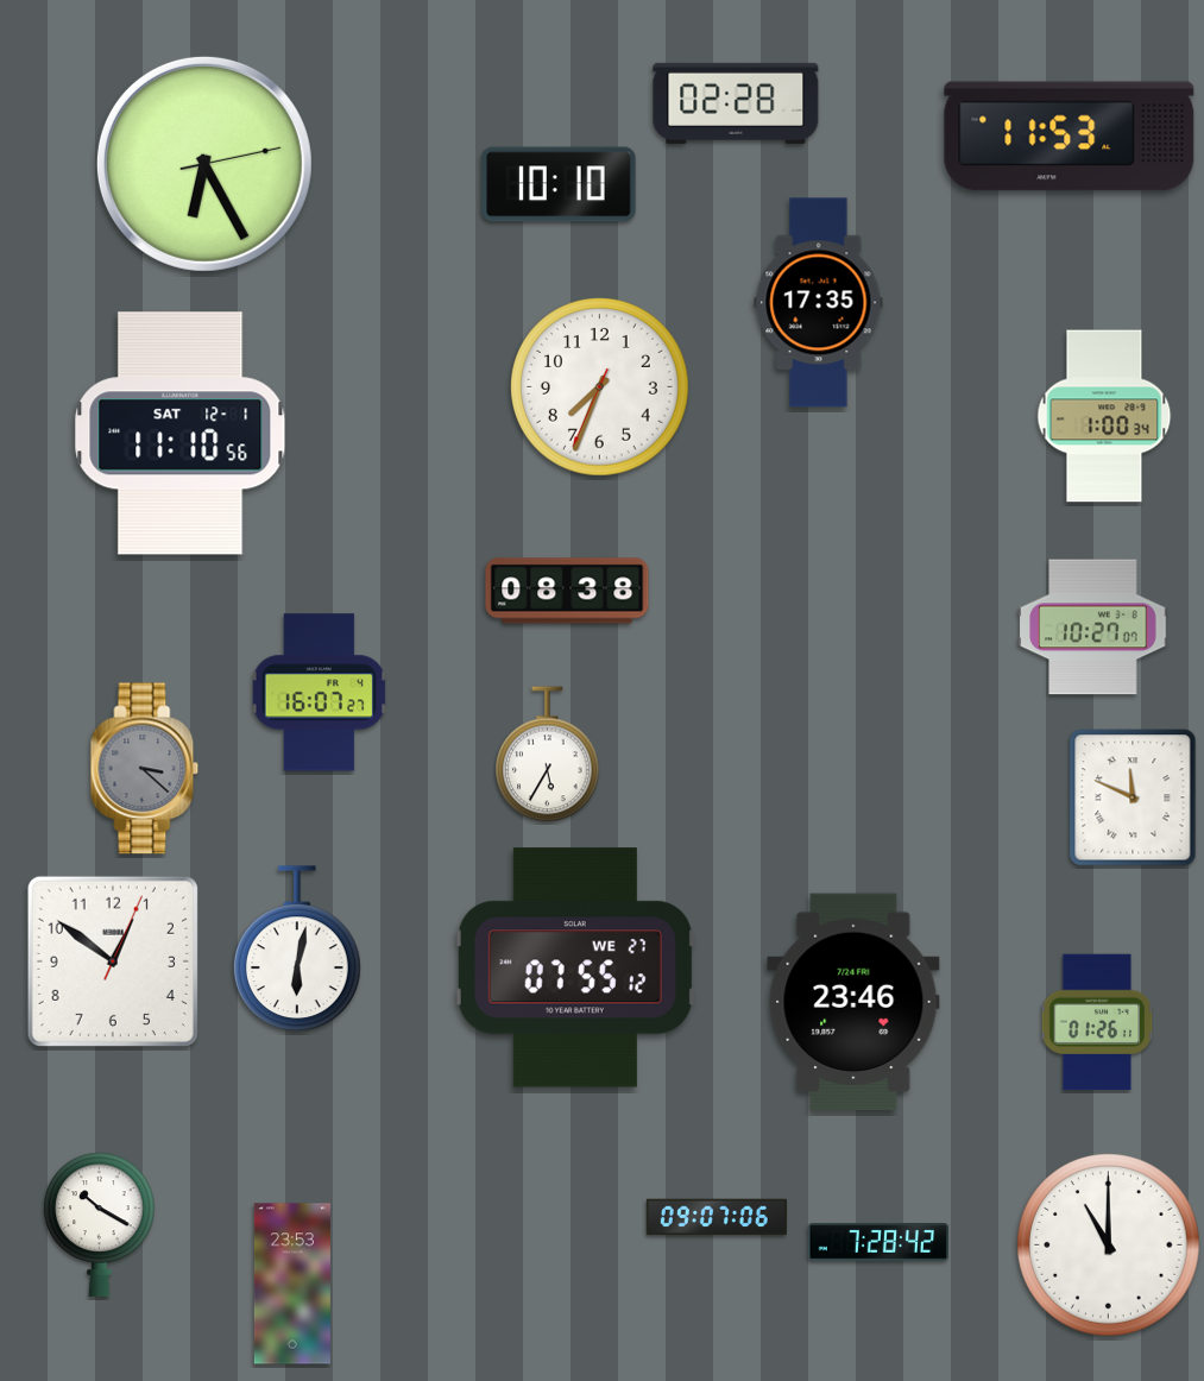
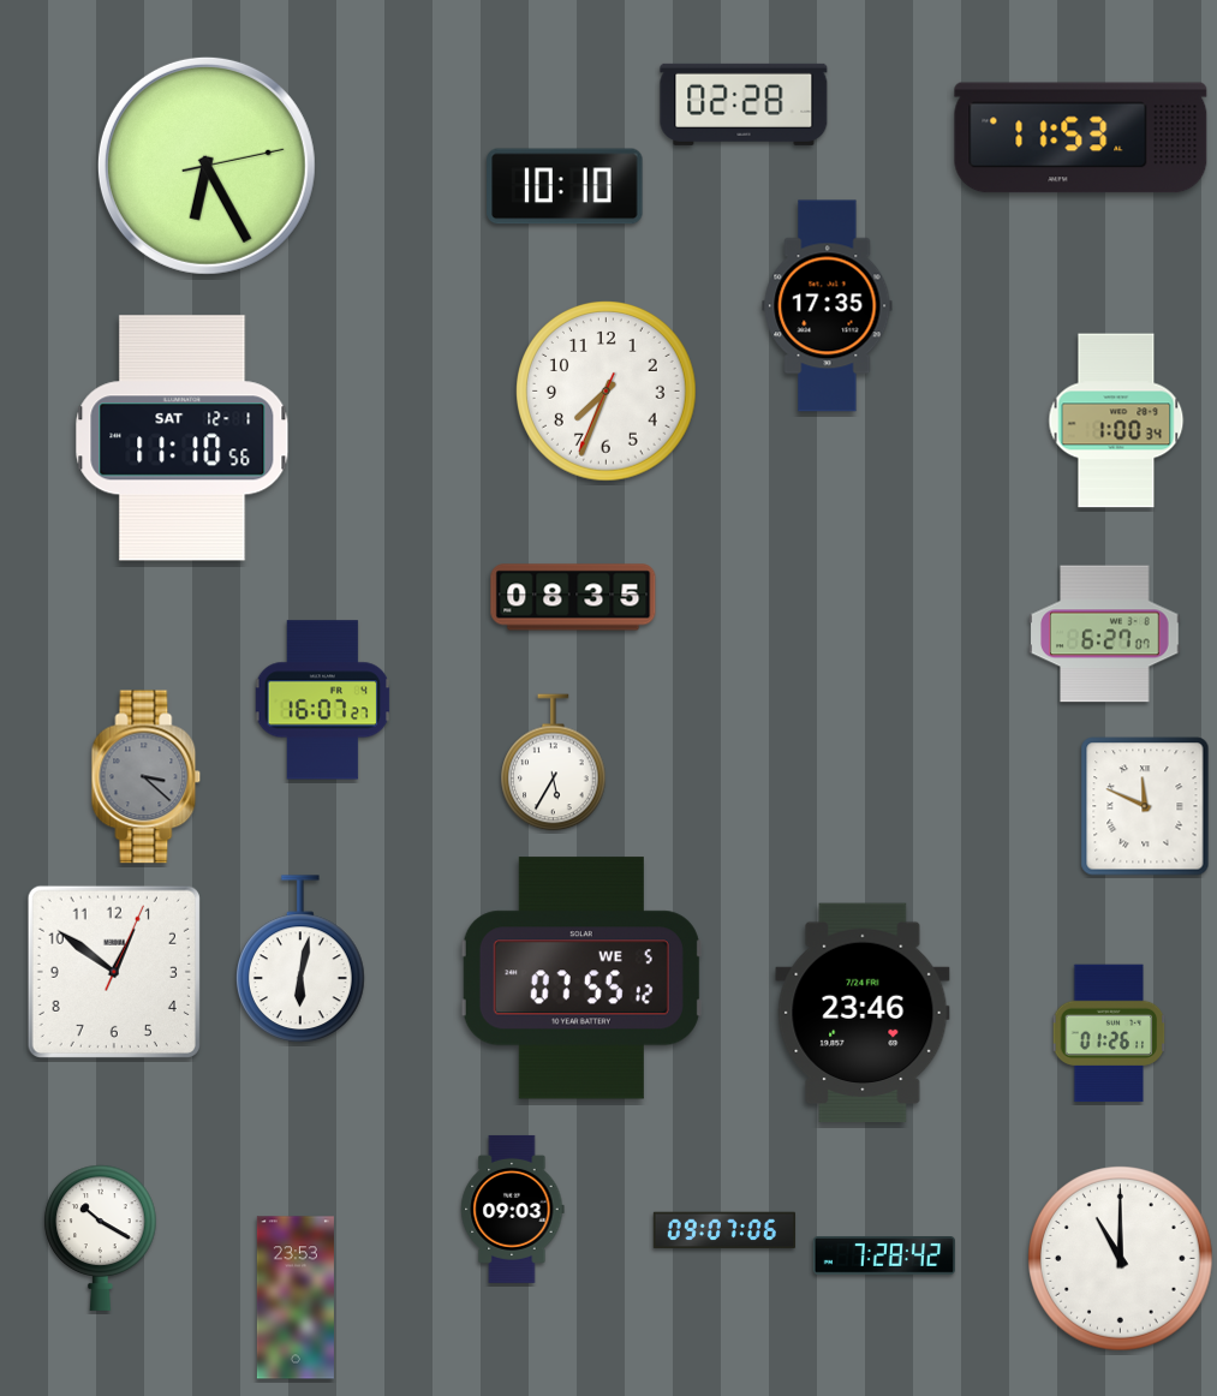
clock at (567, 591): 08:38 -> 08:35
clock at (1093, 628): 10:27 -> 6:27
clock at (575, 967) date: WE 27 -> WE 5
clock at (513, 1209): none -> 09:03
clock at (878, 1242) position: (878, 1242) -> (884, 1255)
